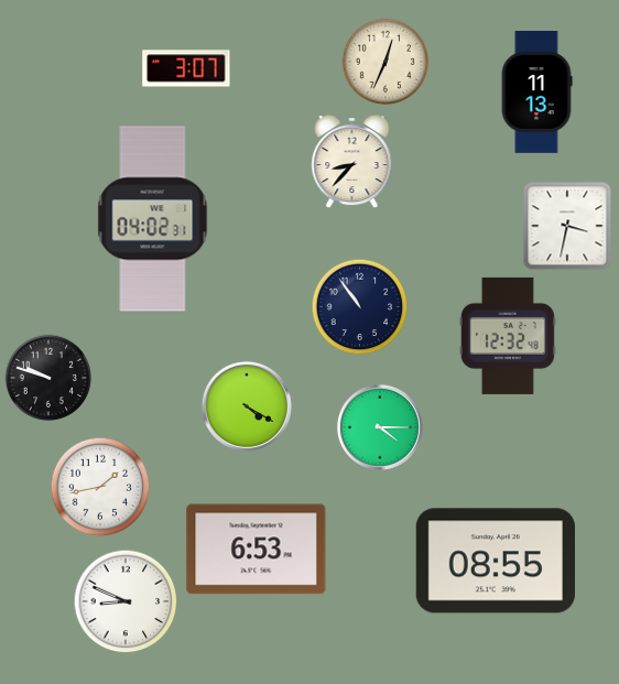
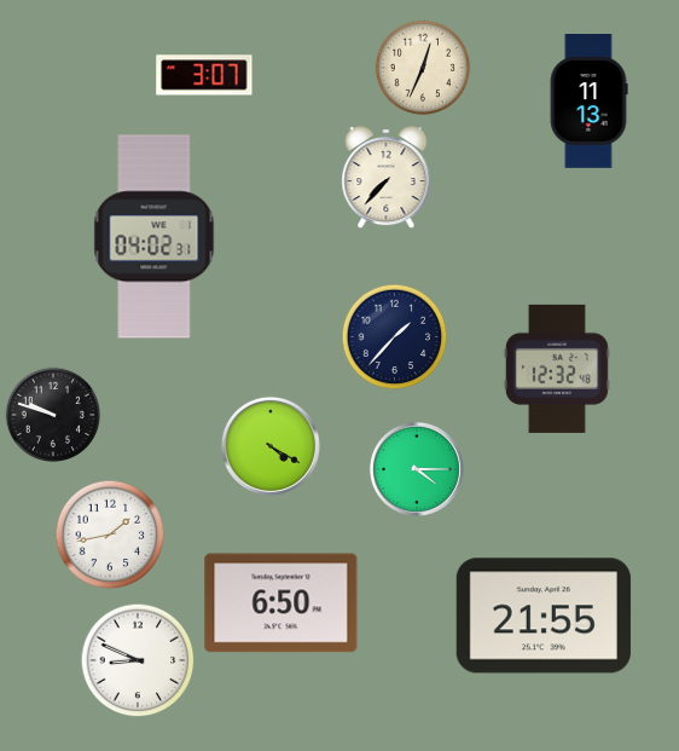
clock at (352, 162): 8:37 -> 7:37
clock at (153, 219) position: (153, 219) -> (155, 237)
clock at (567, 226): 3:32 -> none
clock at (359, 306): 10:54 -> 1:37
clock at (257, 550): 6:53 -> 6:50
clock at (496, 561): 08:55 -> 21:55
